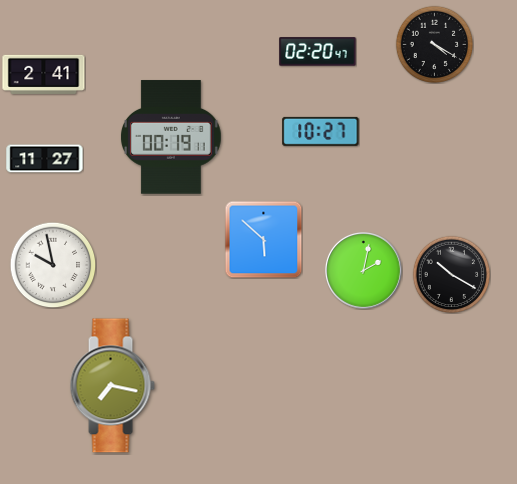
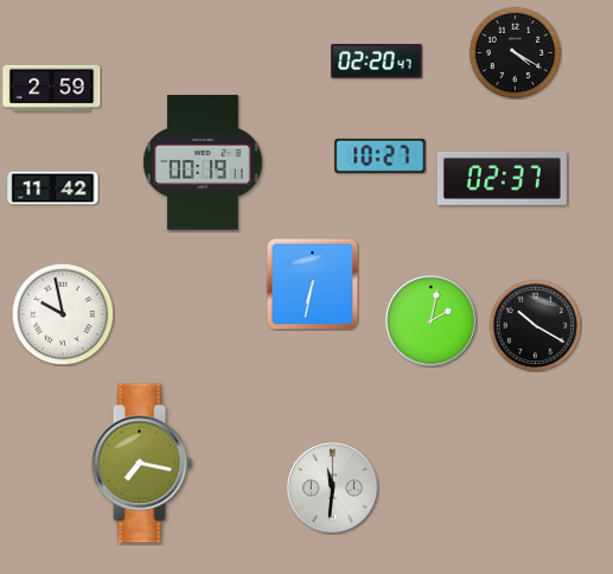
clock at (44, 74): 2:41 -> 2:59
clock at (502, 178): none -> 02:37
clock at (45, 159): 11:27 -> 11:42
clock at (263, 239): 5:52 -> 6:32
clock at (112, 386) position: (112, 386) -> (141, 464)
clock at (332, 487): none -> 11:31
